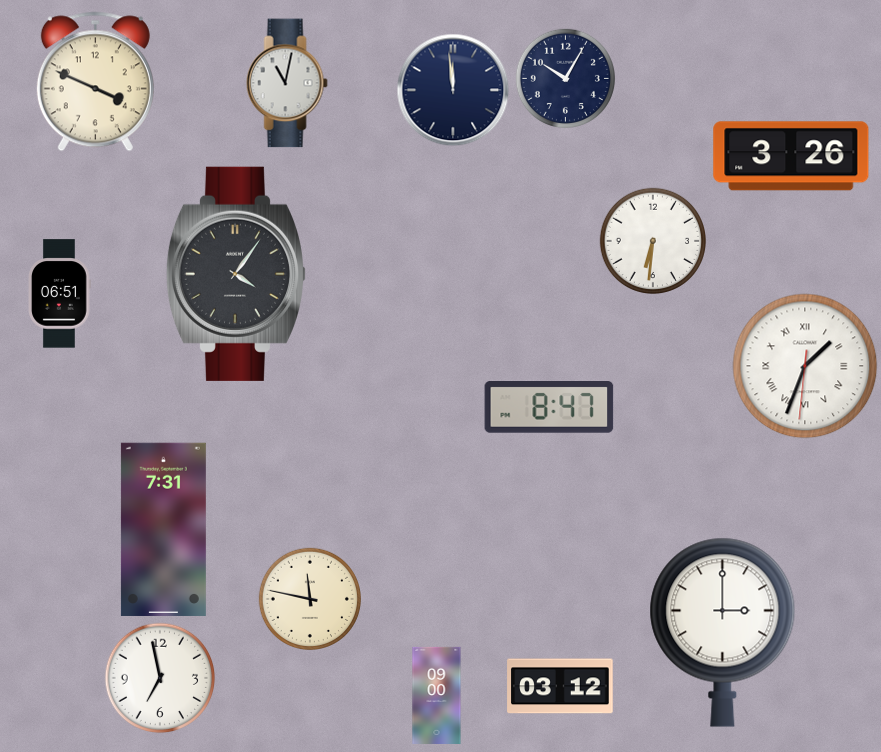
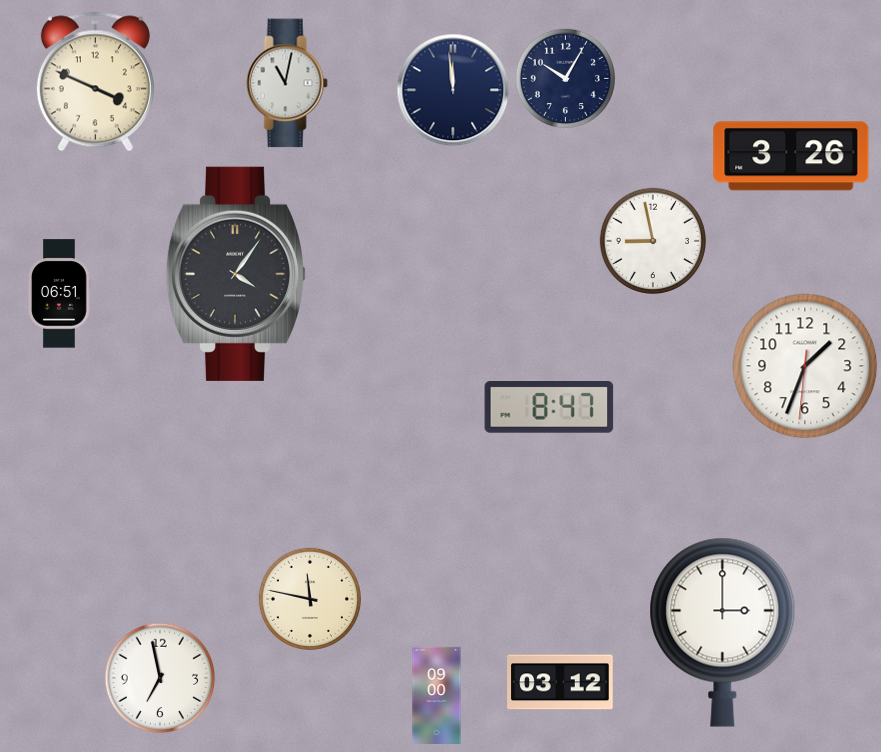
clock at (652, 240): 6:31 -> 8:58
clock at (805, 366) numerals: Roman -> Arabic
clock at (163, 529): 7:31 -> none
clock at (560, 686) position: (560, 686) -> (560, 682)
